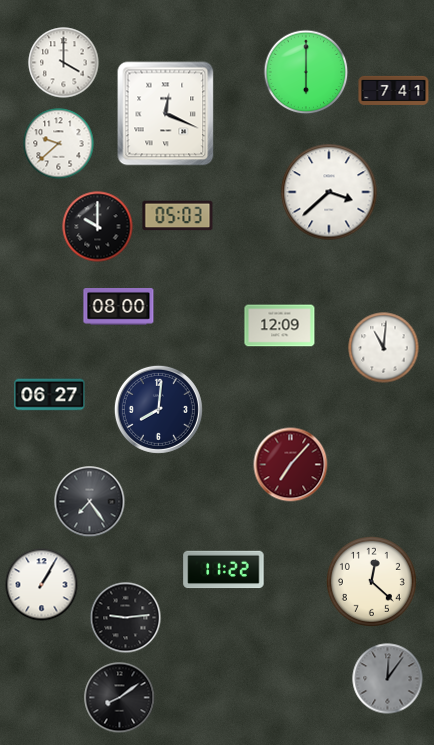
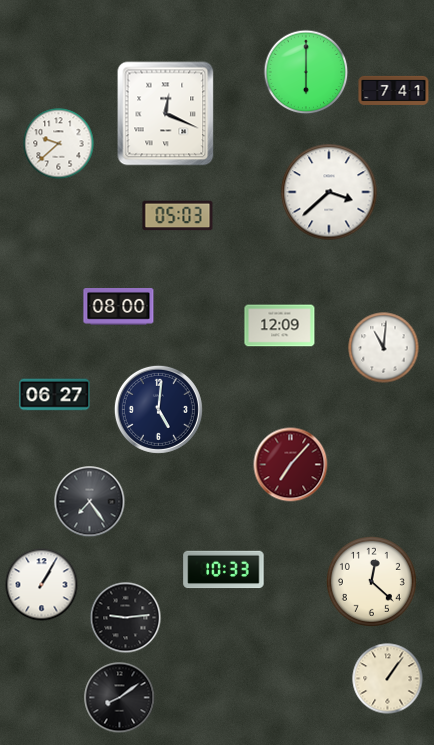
clock at (64, 63): 4:00 -> none
clock at (98, 227): 10:00 -> none
clock at (50, 395) position: (50, 395) -> (55, 395)
clock at (158, 409): 8:01 -> 5:01
clock at (224, 570): 11:22 -> 10:33
clock at (388, 679): 12:06 -> 1:06
clock at (388, 679) dial: grey -> cream
